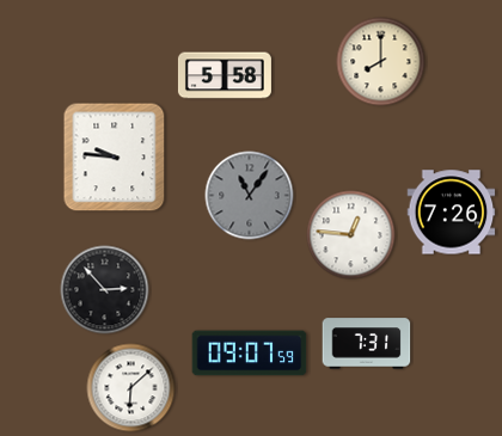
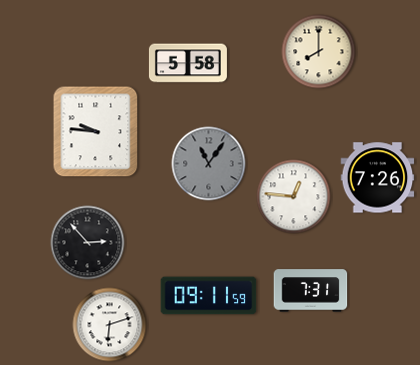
clock at (367, 344) position: (367, 344) -> (311, 291)
clock at (250, 354): 09:07 -> 09:11
clock at (131, 388): 6:08 -> 6:12
